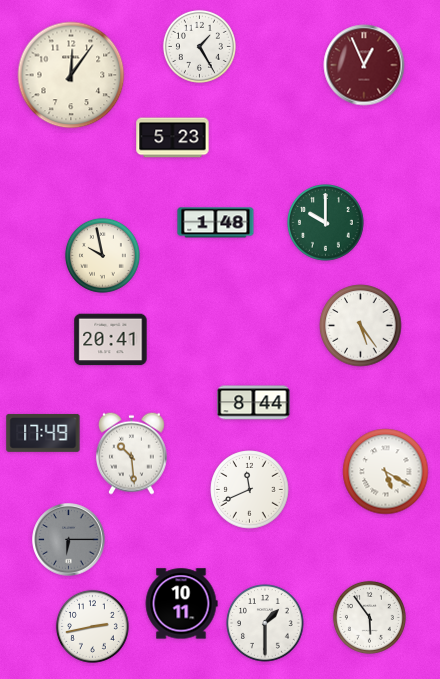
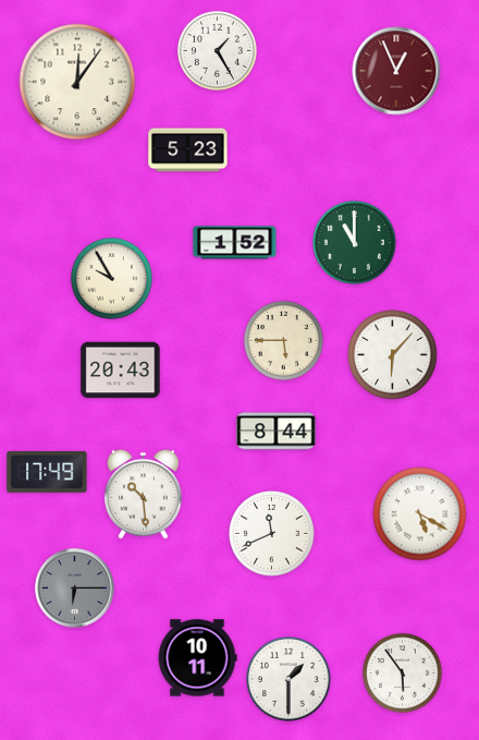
clock at (216, 223): 1:48 -> 1:52
clock at (326, 223): 10:00 -> 11:00
clock at (102, 255): 9:58 -> 9:55
clock at (283, 340): none -> 5:45
clock at (361, 326): 5:24 -> 6:07
clock at (111, 340): 20:41 -> 20:43
clock at (254, 403) position: (254, 403) -> (277, 432)
clock at (92, 626): 2:43 -> none
